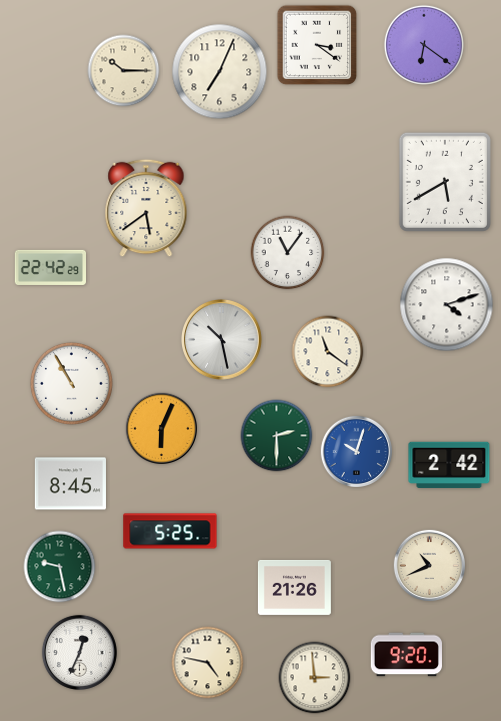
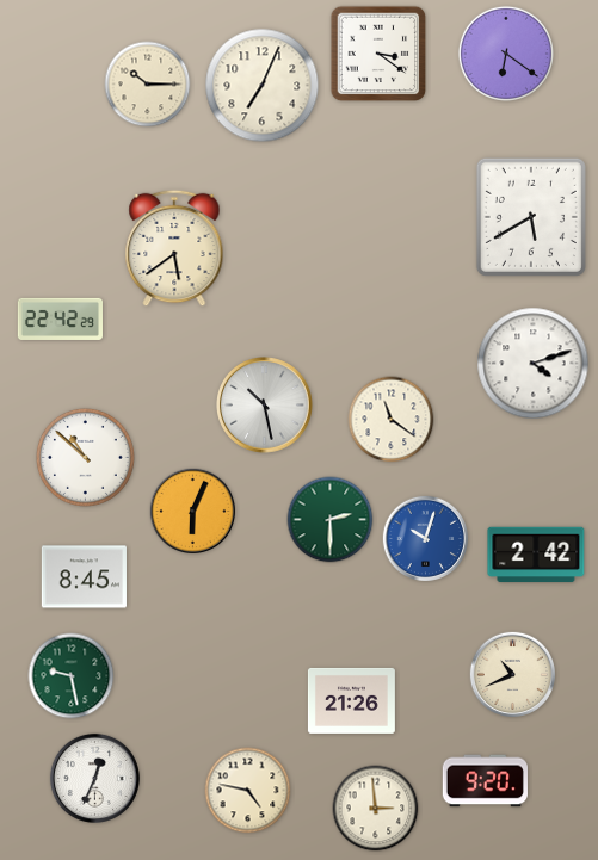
clock at (288, 253): 11:06 -> none
clock at (71, 383): 10:55 -> 10:52
clock at (170, 531): 5:25 -> none
